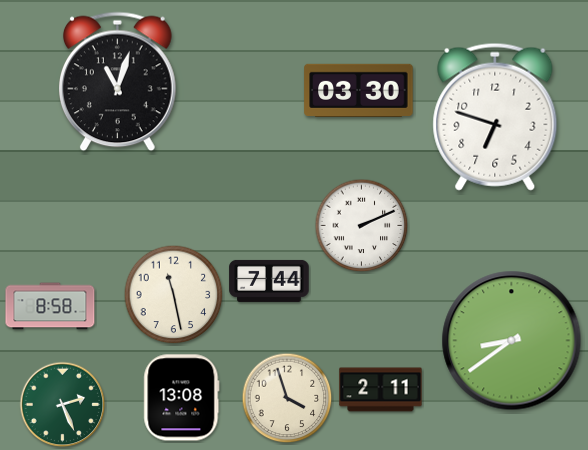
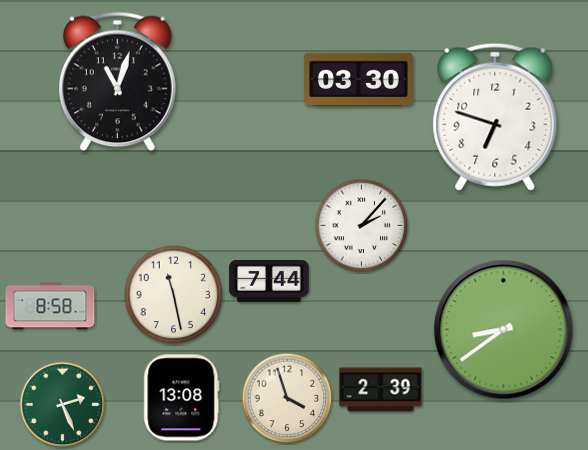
clock at (359, 90) position: (359, 90) -> (359, 79)
clock at (362, 226): 2:11 -> 2:07
clock at (512, 341) position: (512, 341) -> (504, 330)
clock at (381, 390): 2:11 -> 2:39
